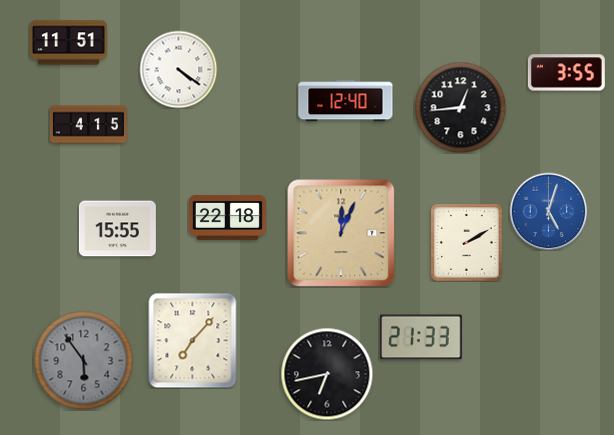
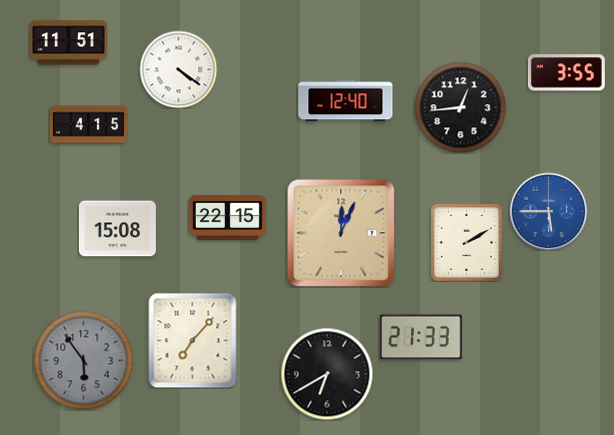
clock at (548, 211): 5:03 -> 5:45
clock at (227, 217): 22:18 -> 22:15
clock at (117, 229): 15:55 -> 15:08
clock at (327, 374): 6:43 -> 6:40
